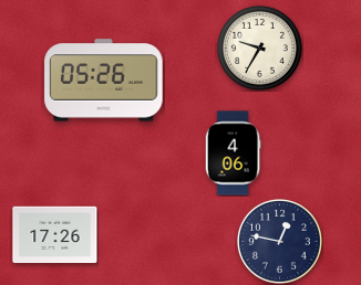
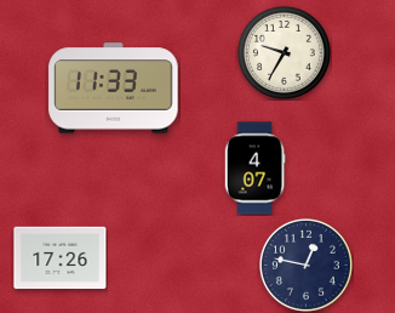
clock at (104, 81): 05:26 -> 11:33
clock at (233, 154): 4:06 -> 4:07
